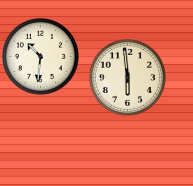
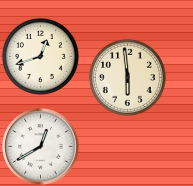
clock at (40, 56): 10:31 -> 12:42
clock at (41, 147): none -> 12:40
